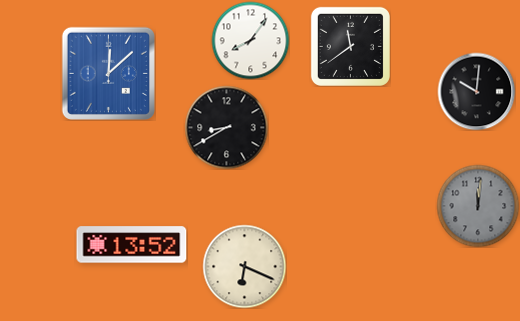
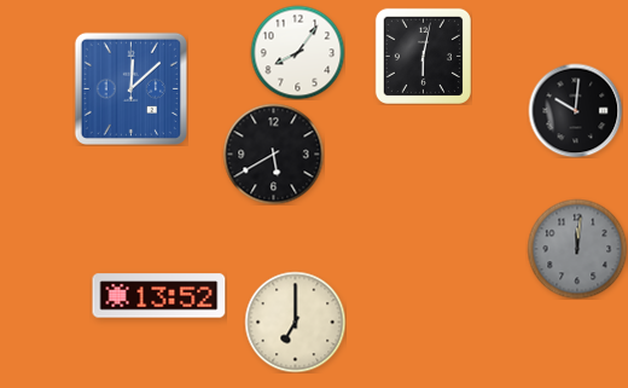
clock at (250, 40) position: (250, 40) -> (297, 52)
clock at (350, 46): 11:39 -> 6:02
clock at (226, 127): 8:40 -> 5:40
clock at (244, 266): 6:19 -> 7:00
